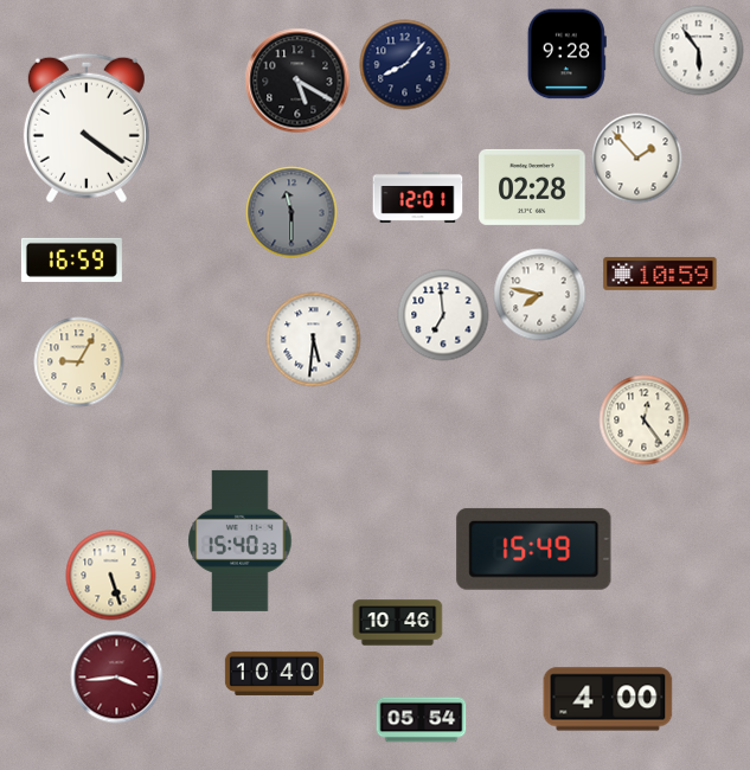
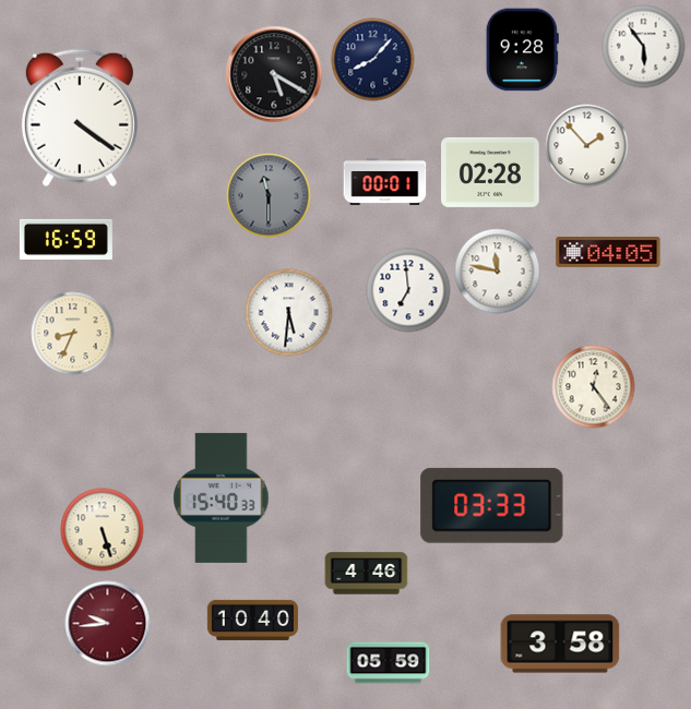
clock at (418, 197): 12:01 -> 00:01
clock at (660, 274): 10:59 -> 04:05
clock at (540, 295): 7:47 -> 11:47
clock at (79, 362): 9:05 -> 8:34
clock at (534, 548): 15:49 -> 03:33
clock at (398, 623): 10:46 -> 4:46
clock at (117, 678): 3:44 -> 9:44
clock at (608, 699): 4:00 -> 3:58
clock at (422, 720): 05:54 -> 05:59
